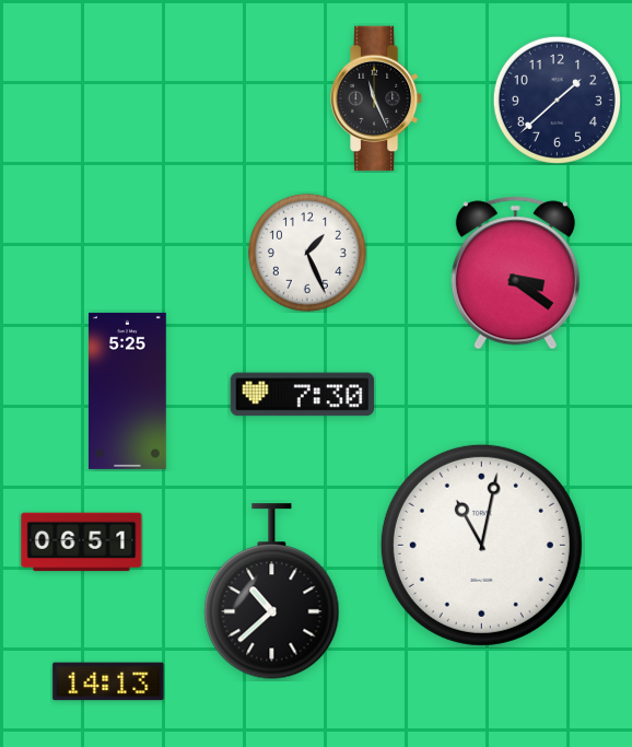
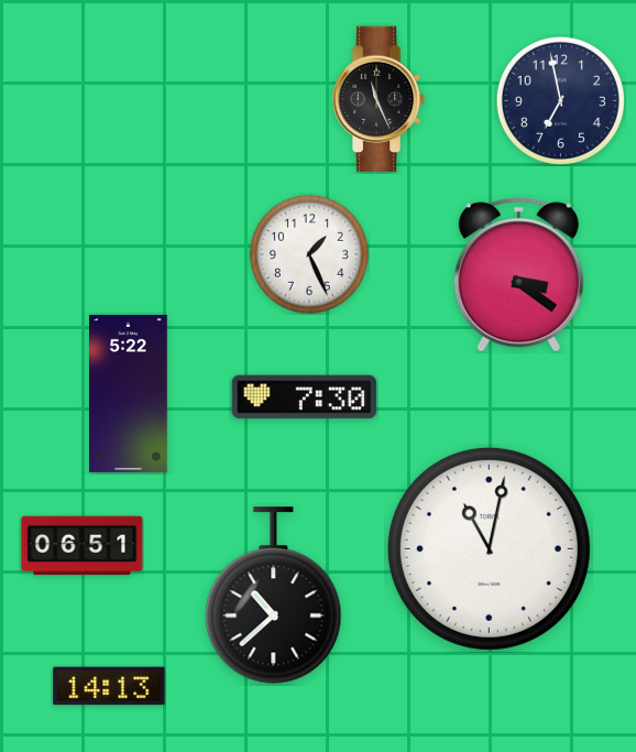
clock at (557, 100): 1:38 -> 6:58
clock at (128, 390): 5:25 -> 5:22
clock at (481, 545) position: (481, 545) -> (489, 548)
